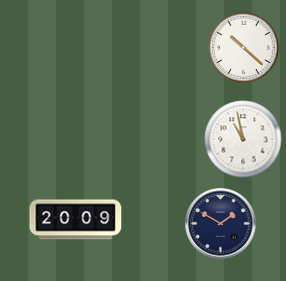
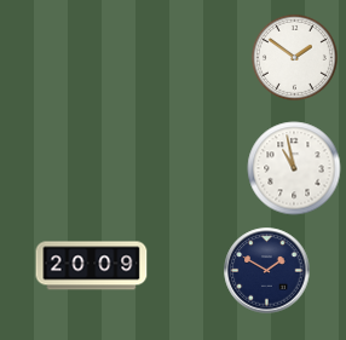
clock at (243, 47): 10:22 -> 1:51
